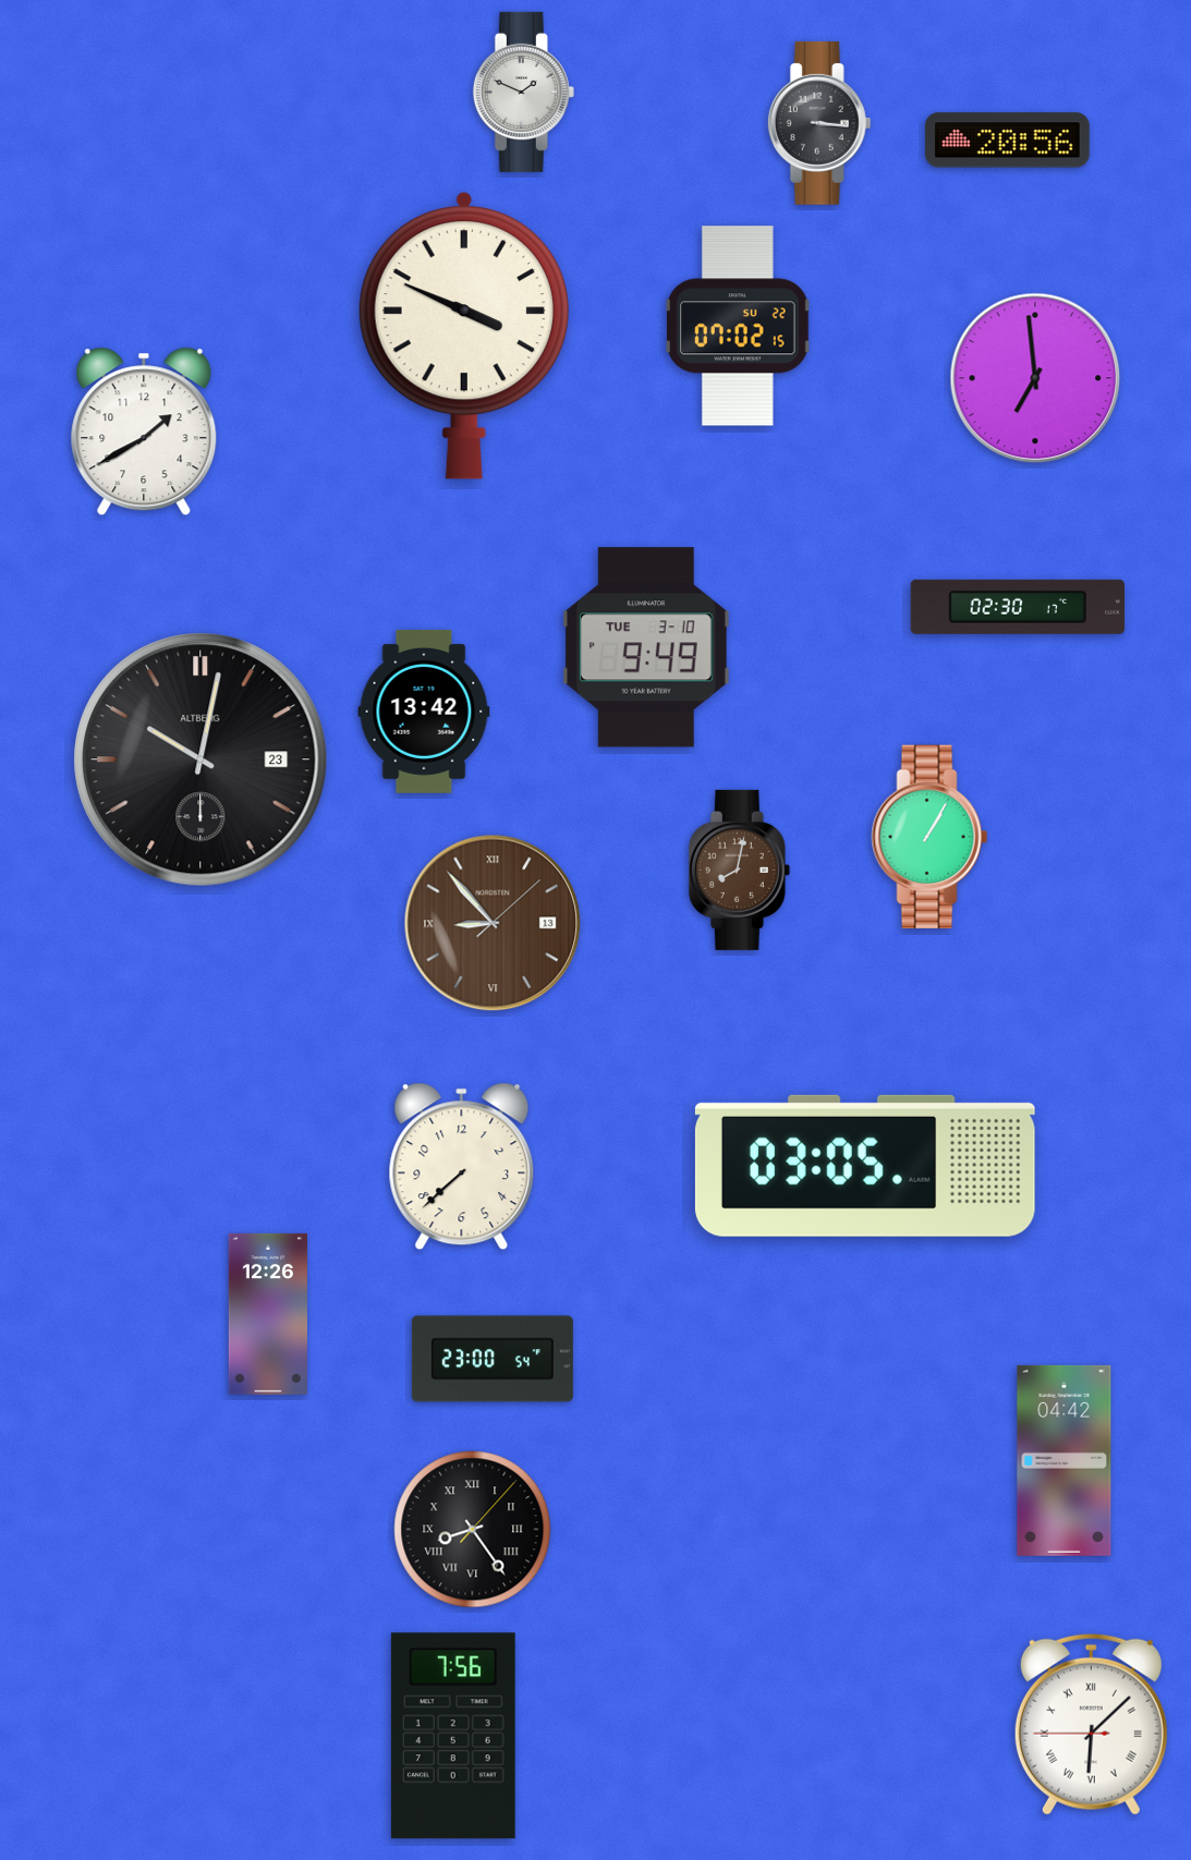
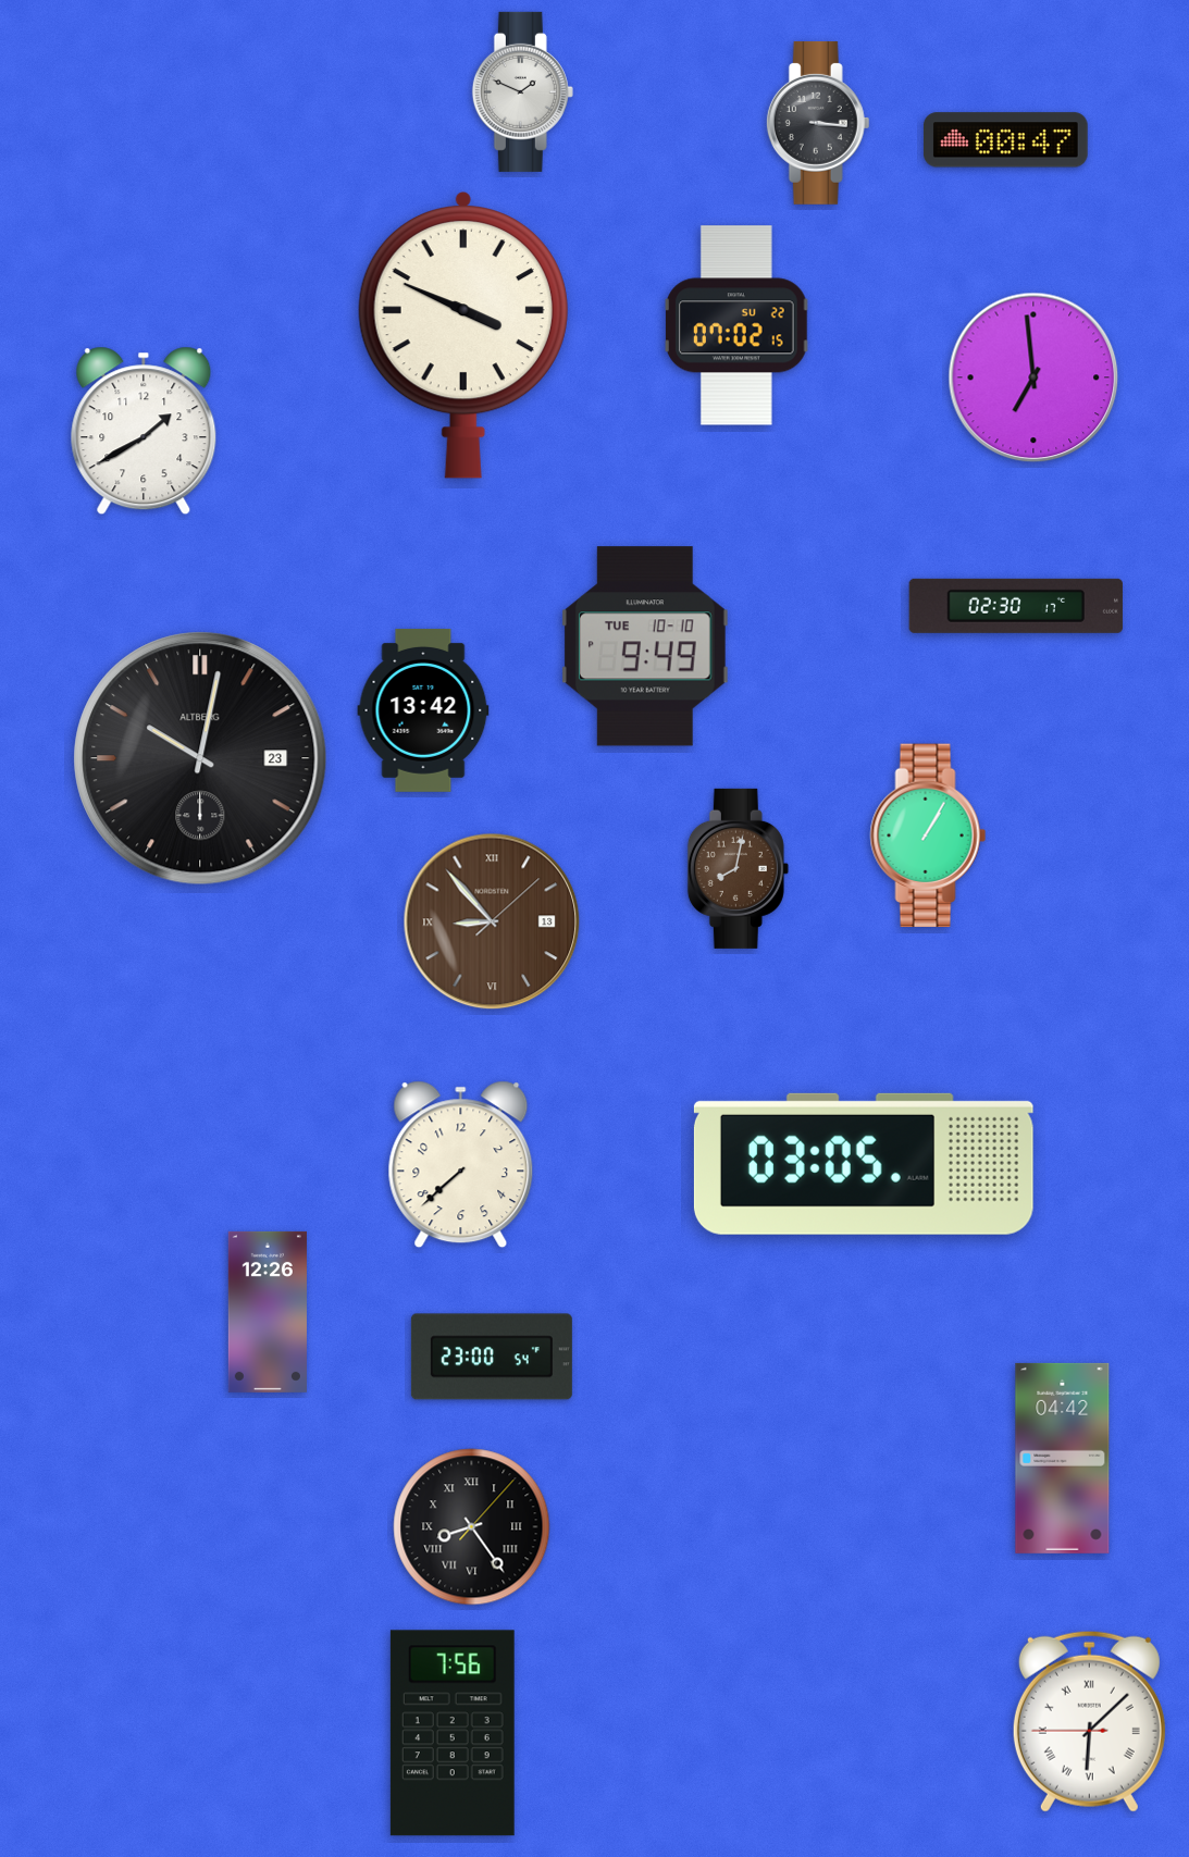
clock at (1007, 141): 20:56 -> 00:47
clock at (646, 647) date: TUE 3-10 -> TUE 10-10
